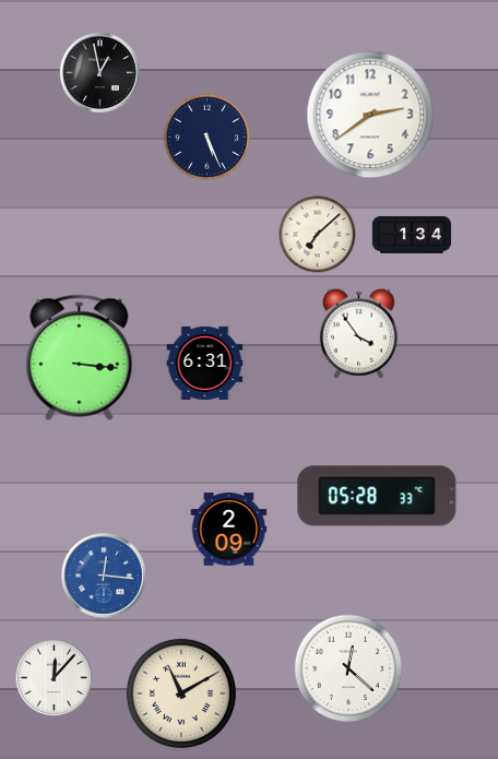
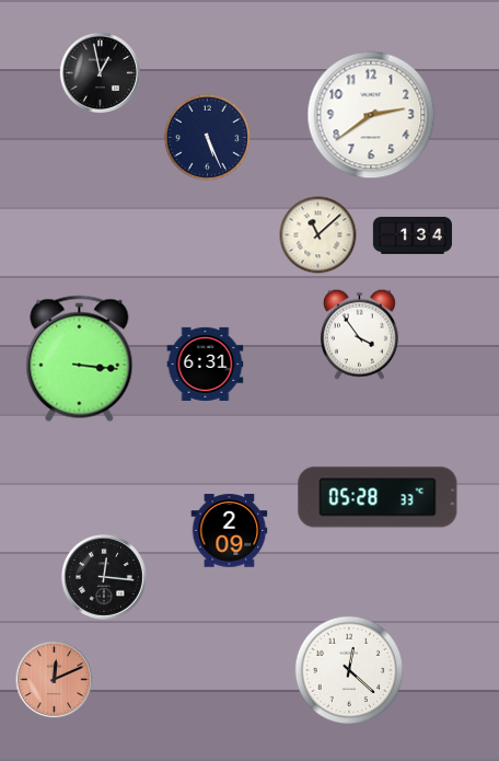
clock at (318, 235): 7:08 -> 11:08
clock at (104, 576) dial: blue -> black
clock at (55, 678): 12:07 -> 12:11
clock at (55, 678) dial: white -> salmon
clock at (181, 693): 11:10 -> none
